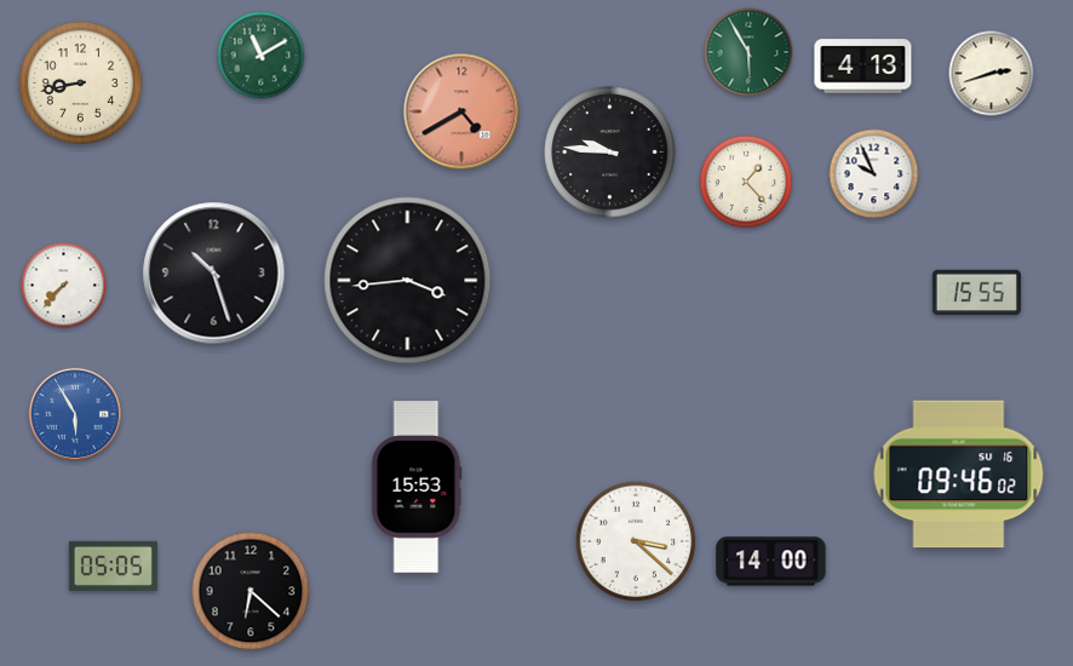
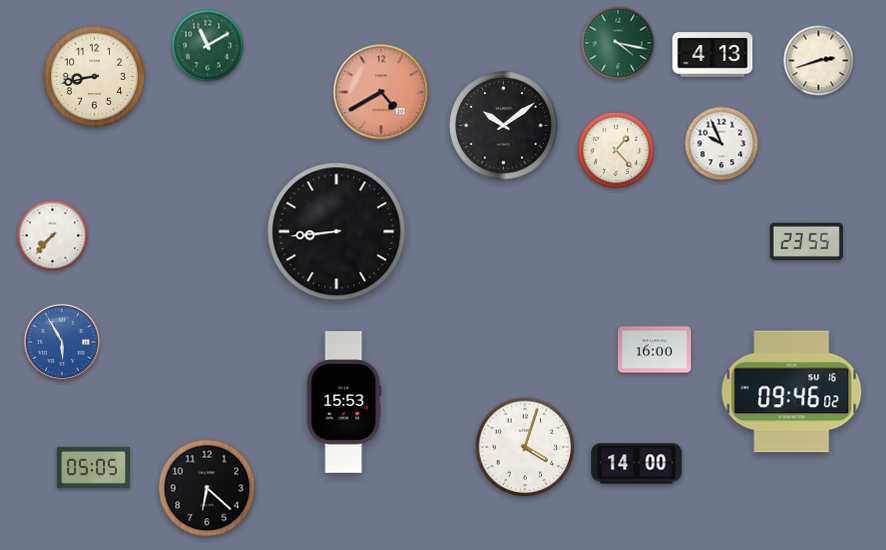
clock at (748, 52): 5:55 -> 4:17
clock at (262, 56) position: (262, 56) -> (208, 46)
clock at (80, 82) position: (80, 82) -> (94, 76)
clock at (610, 153): 9:46 -> 10:09
clock at (214, 274): 10:27 -> none
clock at (408, 281): 3:44 -> 8:44
clock at (976, 293): 15:55 -> 23:55
clock at (654, 350): none -> 16:00
clock at (636, 541): 3:22 -> 4:03
